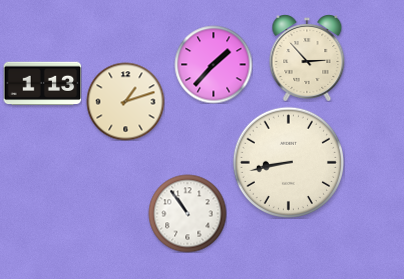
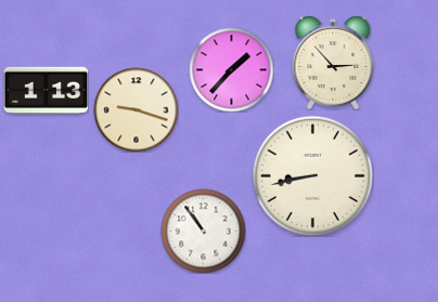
clock at (125, 101): 1:12 -> 9:18
